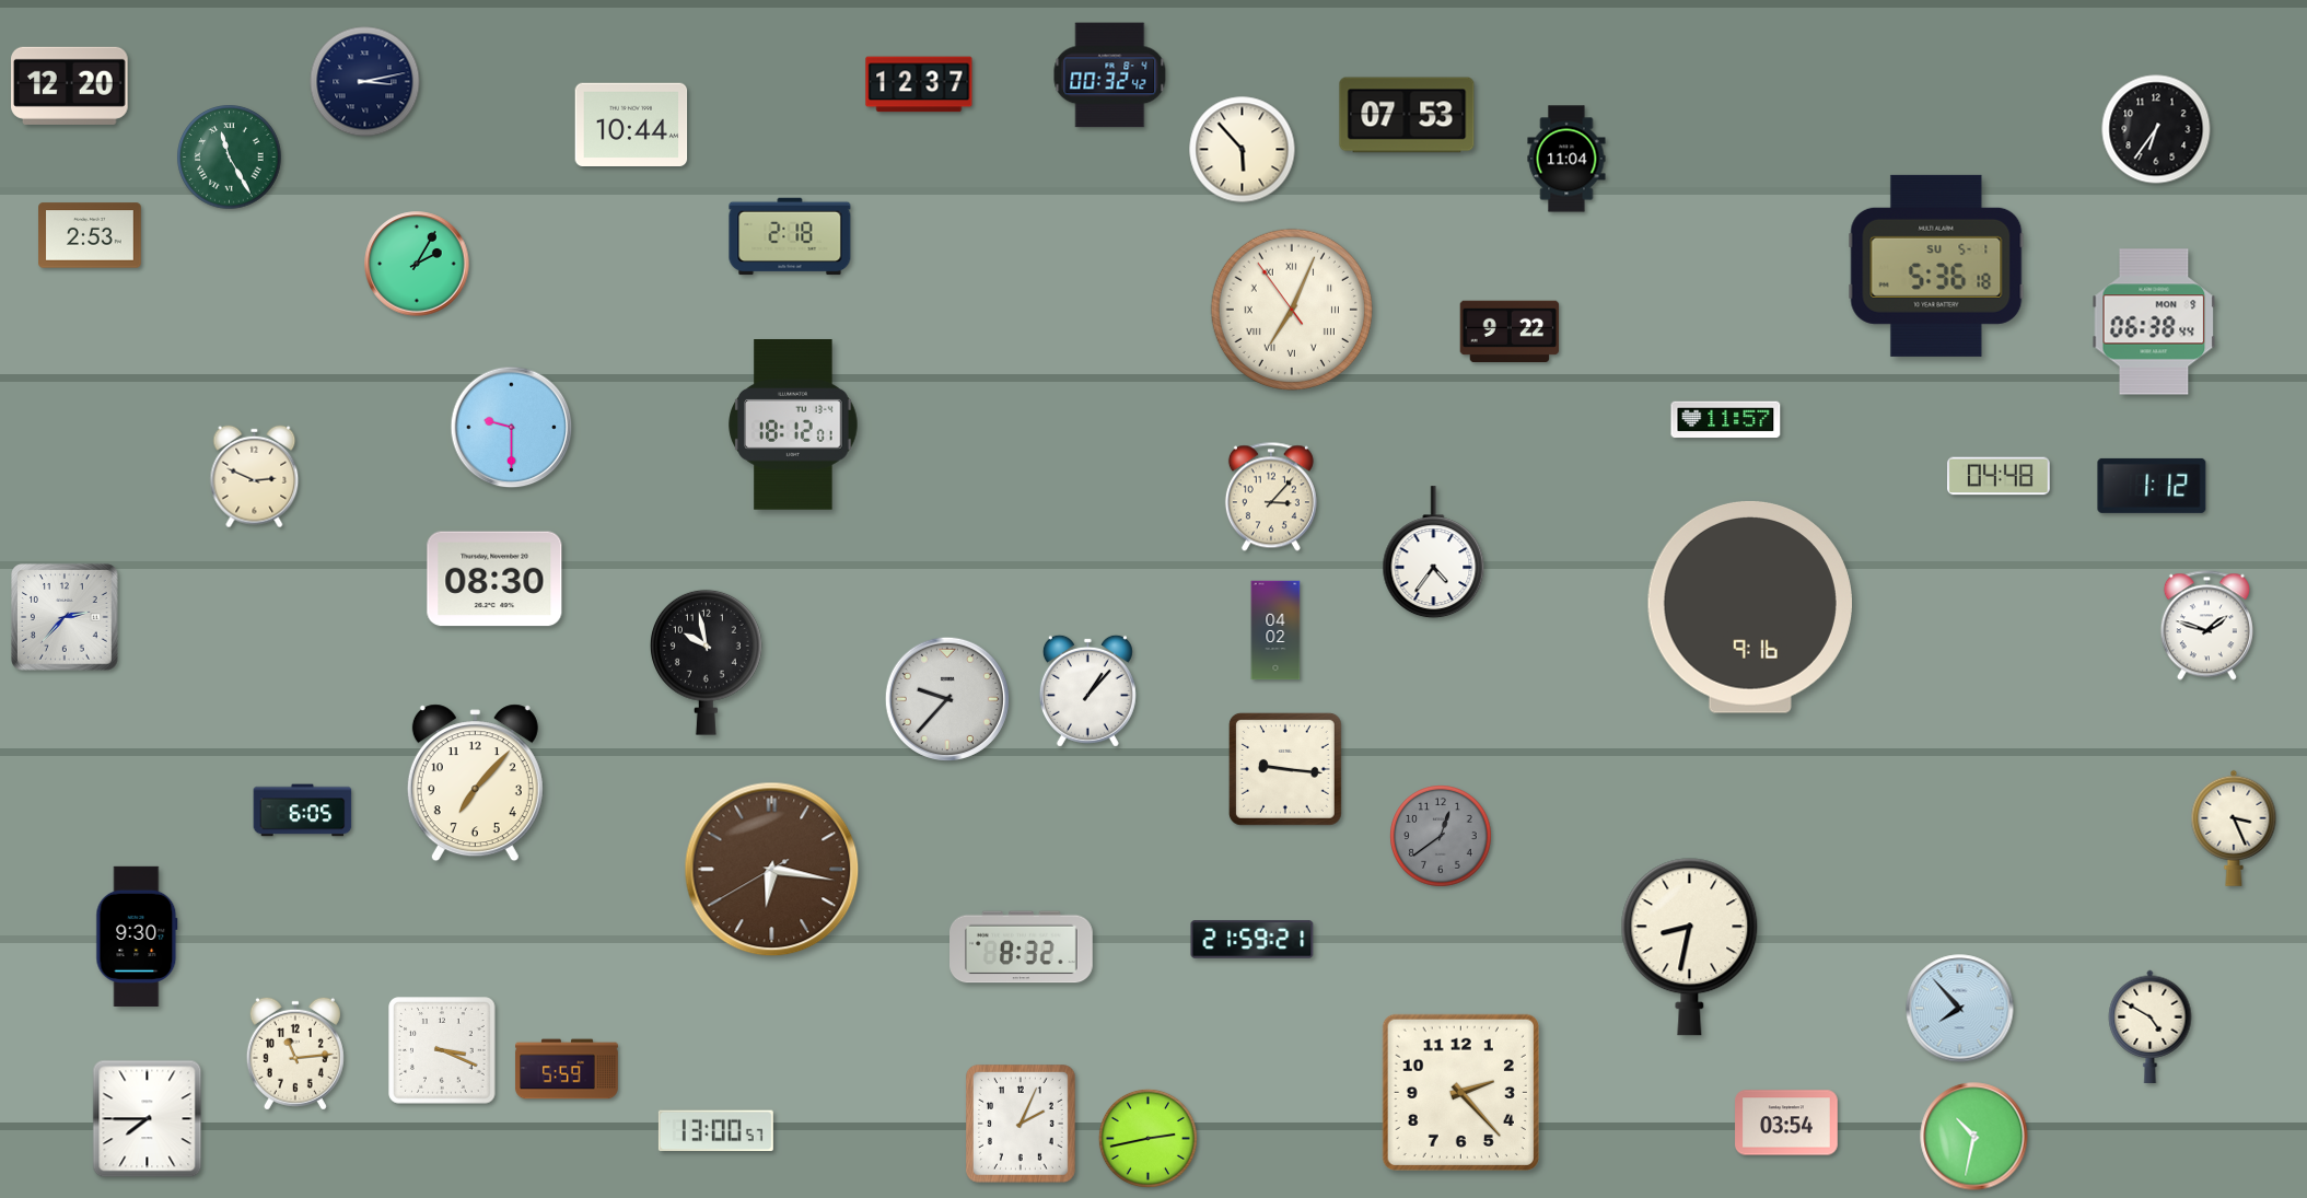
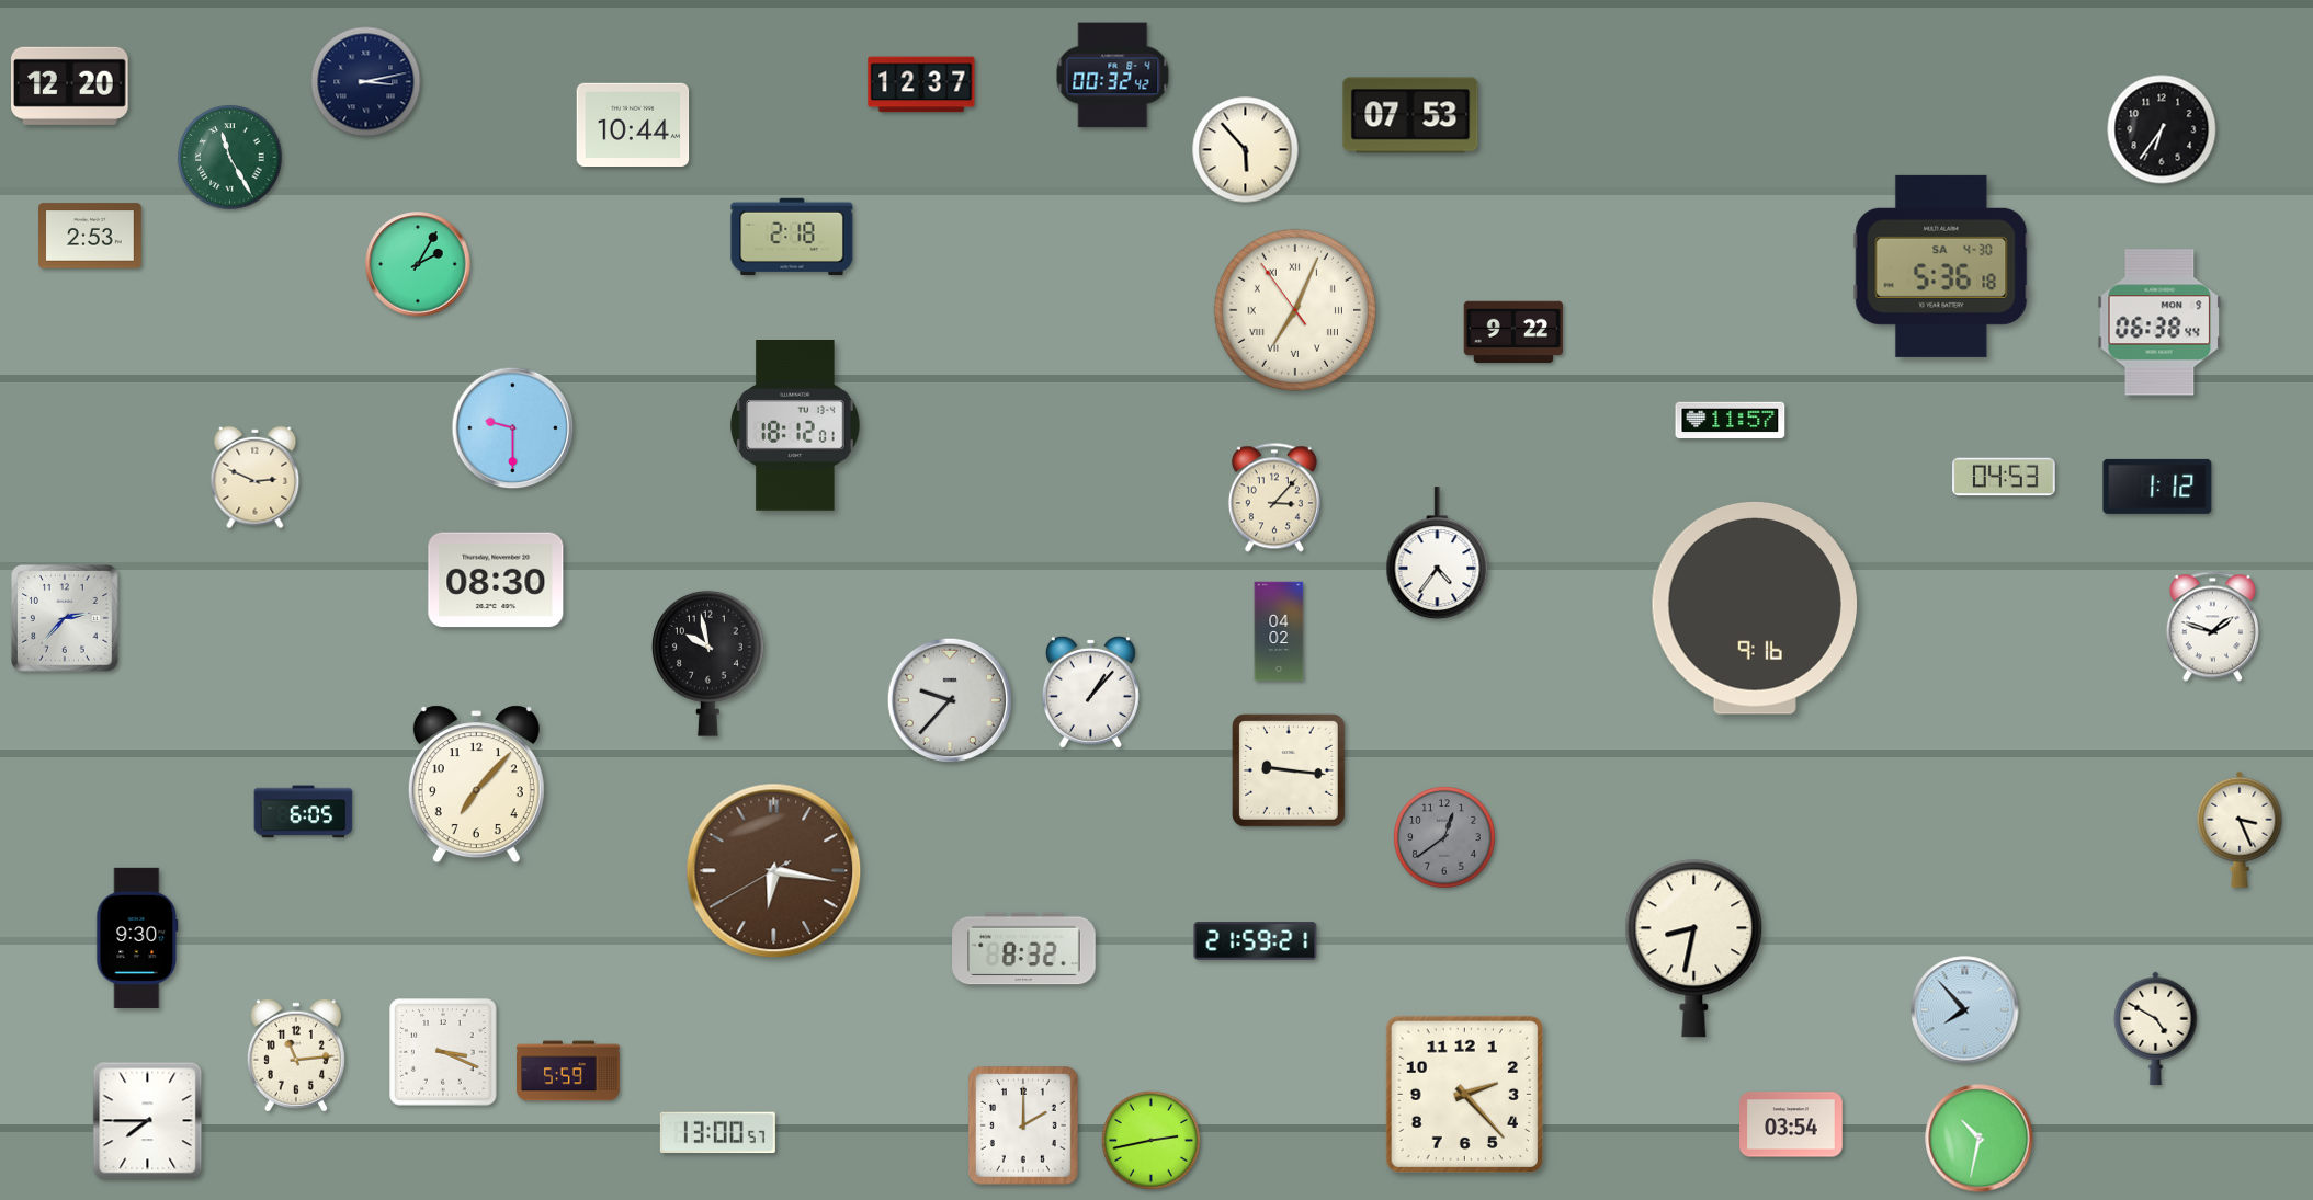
clock at (1566, 159): 11:04 -> none
clock at (1936, 266) date: SU 5-1 -> SA 4-30
clock at (1999, 476): 04:48 -> 04:53
clock at (1022, 1125): 2:04 -> 2:00
